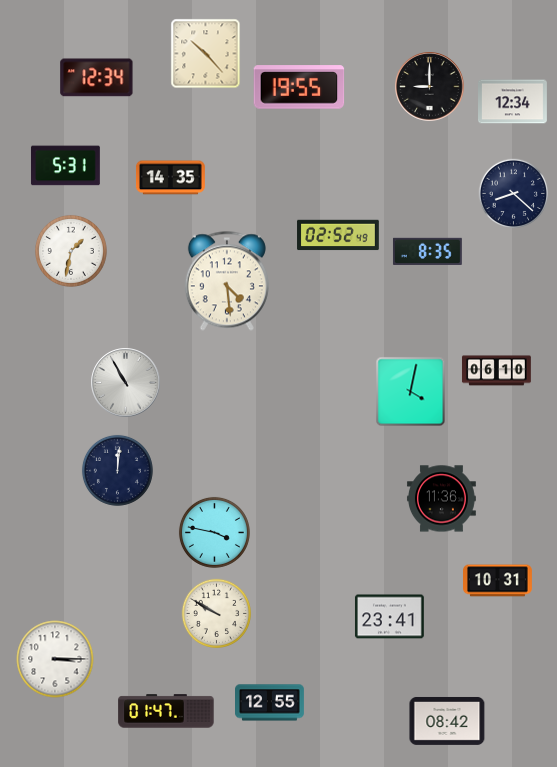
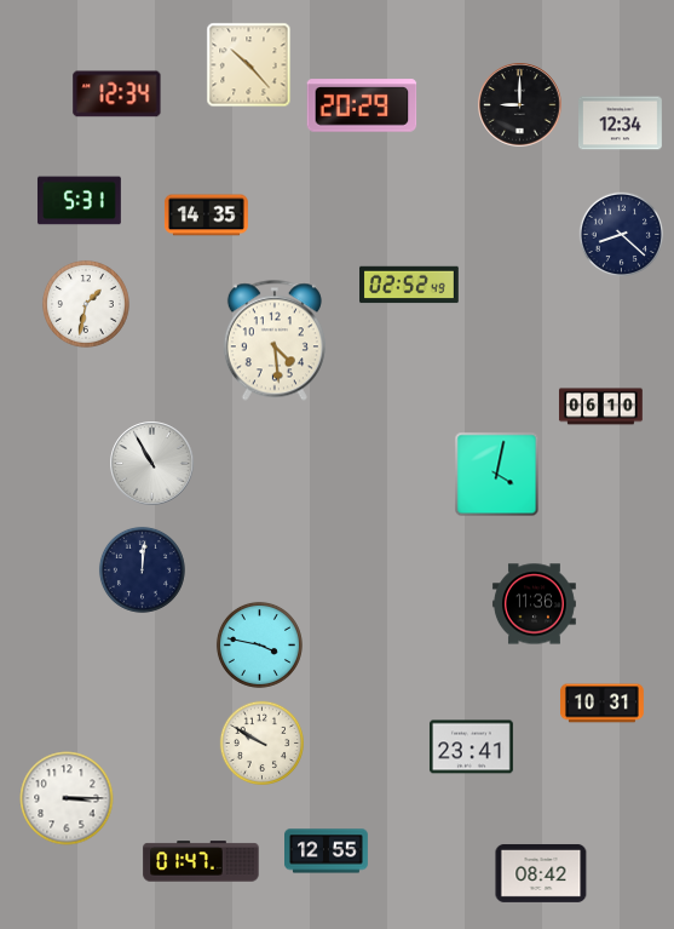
clock at (299, 87): 19:55 -> 20:29
clock at (427, 251): 8:35 -> none
clock at (497, 371) position: (497, 371) -> (601, 407)
